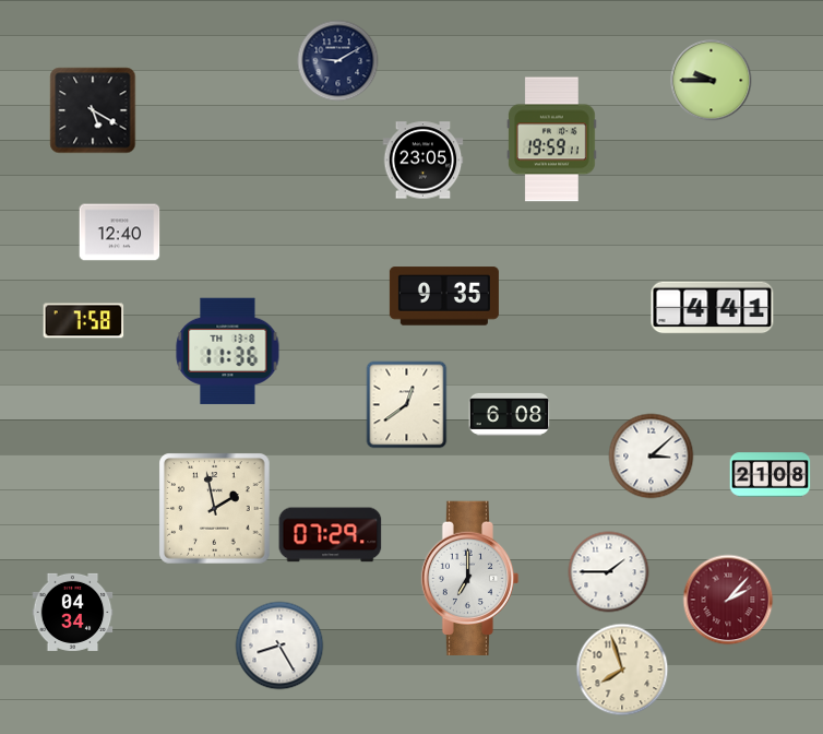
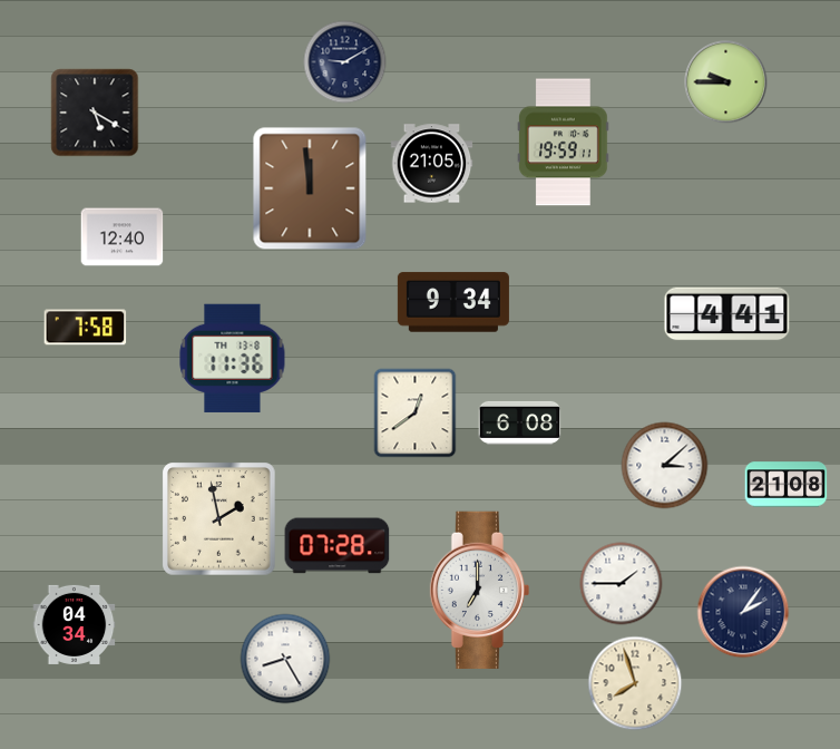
clock at (424, 161): 23:05 -> 21:05
clock at (310, 188): none -> 11:59
clock at (444, 296): 9:35 -> 9:34
clock at (331, 535): 07:29 -> 07:28
clock at (728, 600): 2:07 -> 2:06
clock at (728, 600) dial: burgundy -> navy
